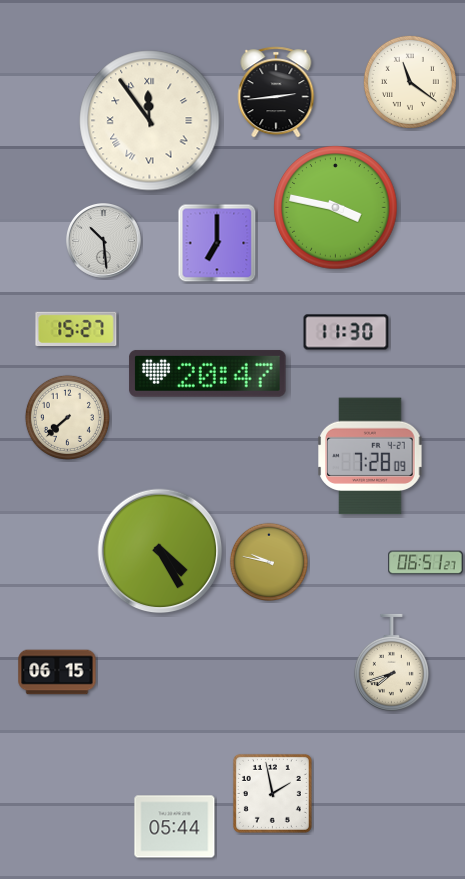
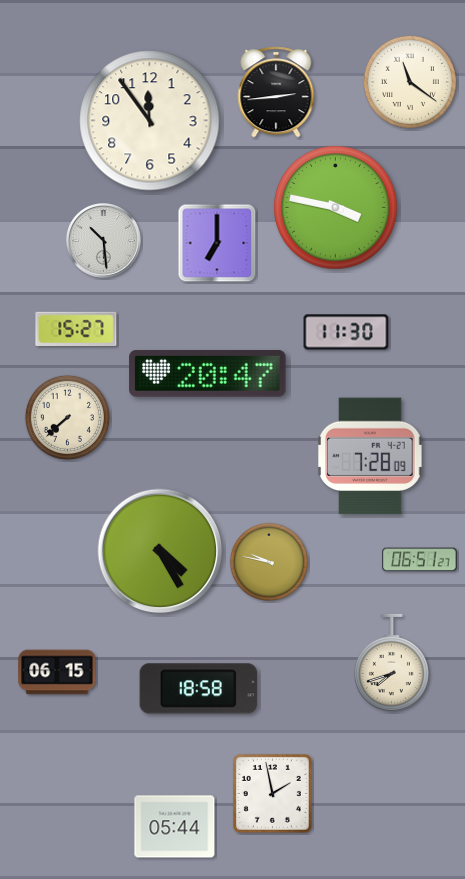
clock at (150, 121) numerals: Roman -> Arabic
clock at (426, 563) position: (426, 563) -> (420, 560)
clock at (199, 689): none -> 18:58
